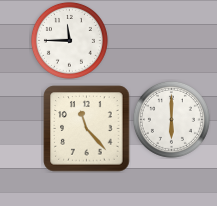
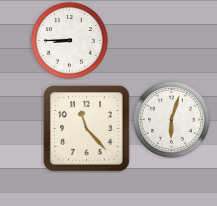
clock at (69, 40): 11:45 -> 8:45
clock at (171, 119): 6:00 -> 6:03
